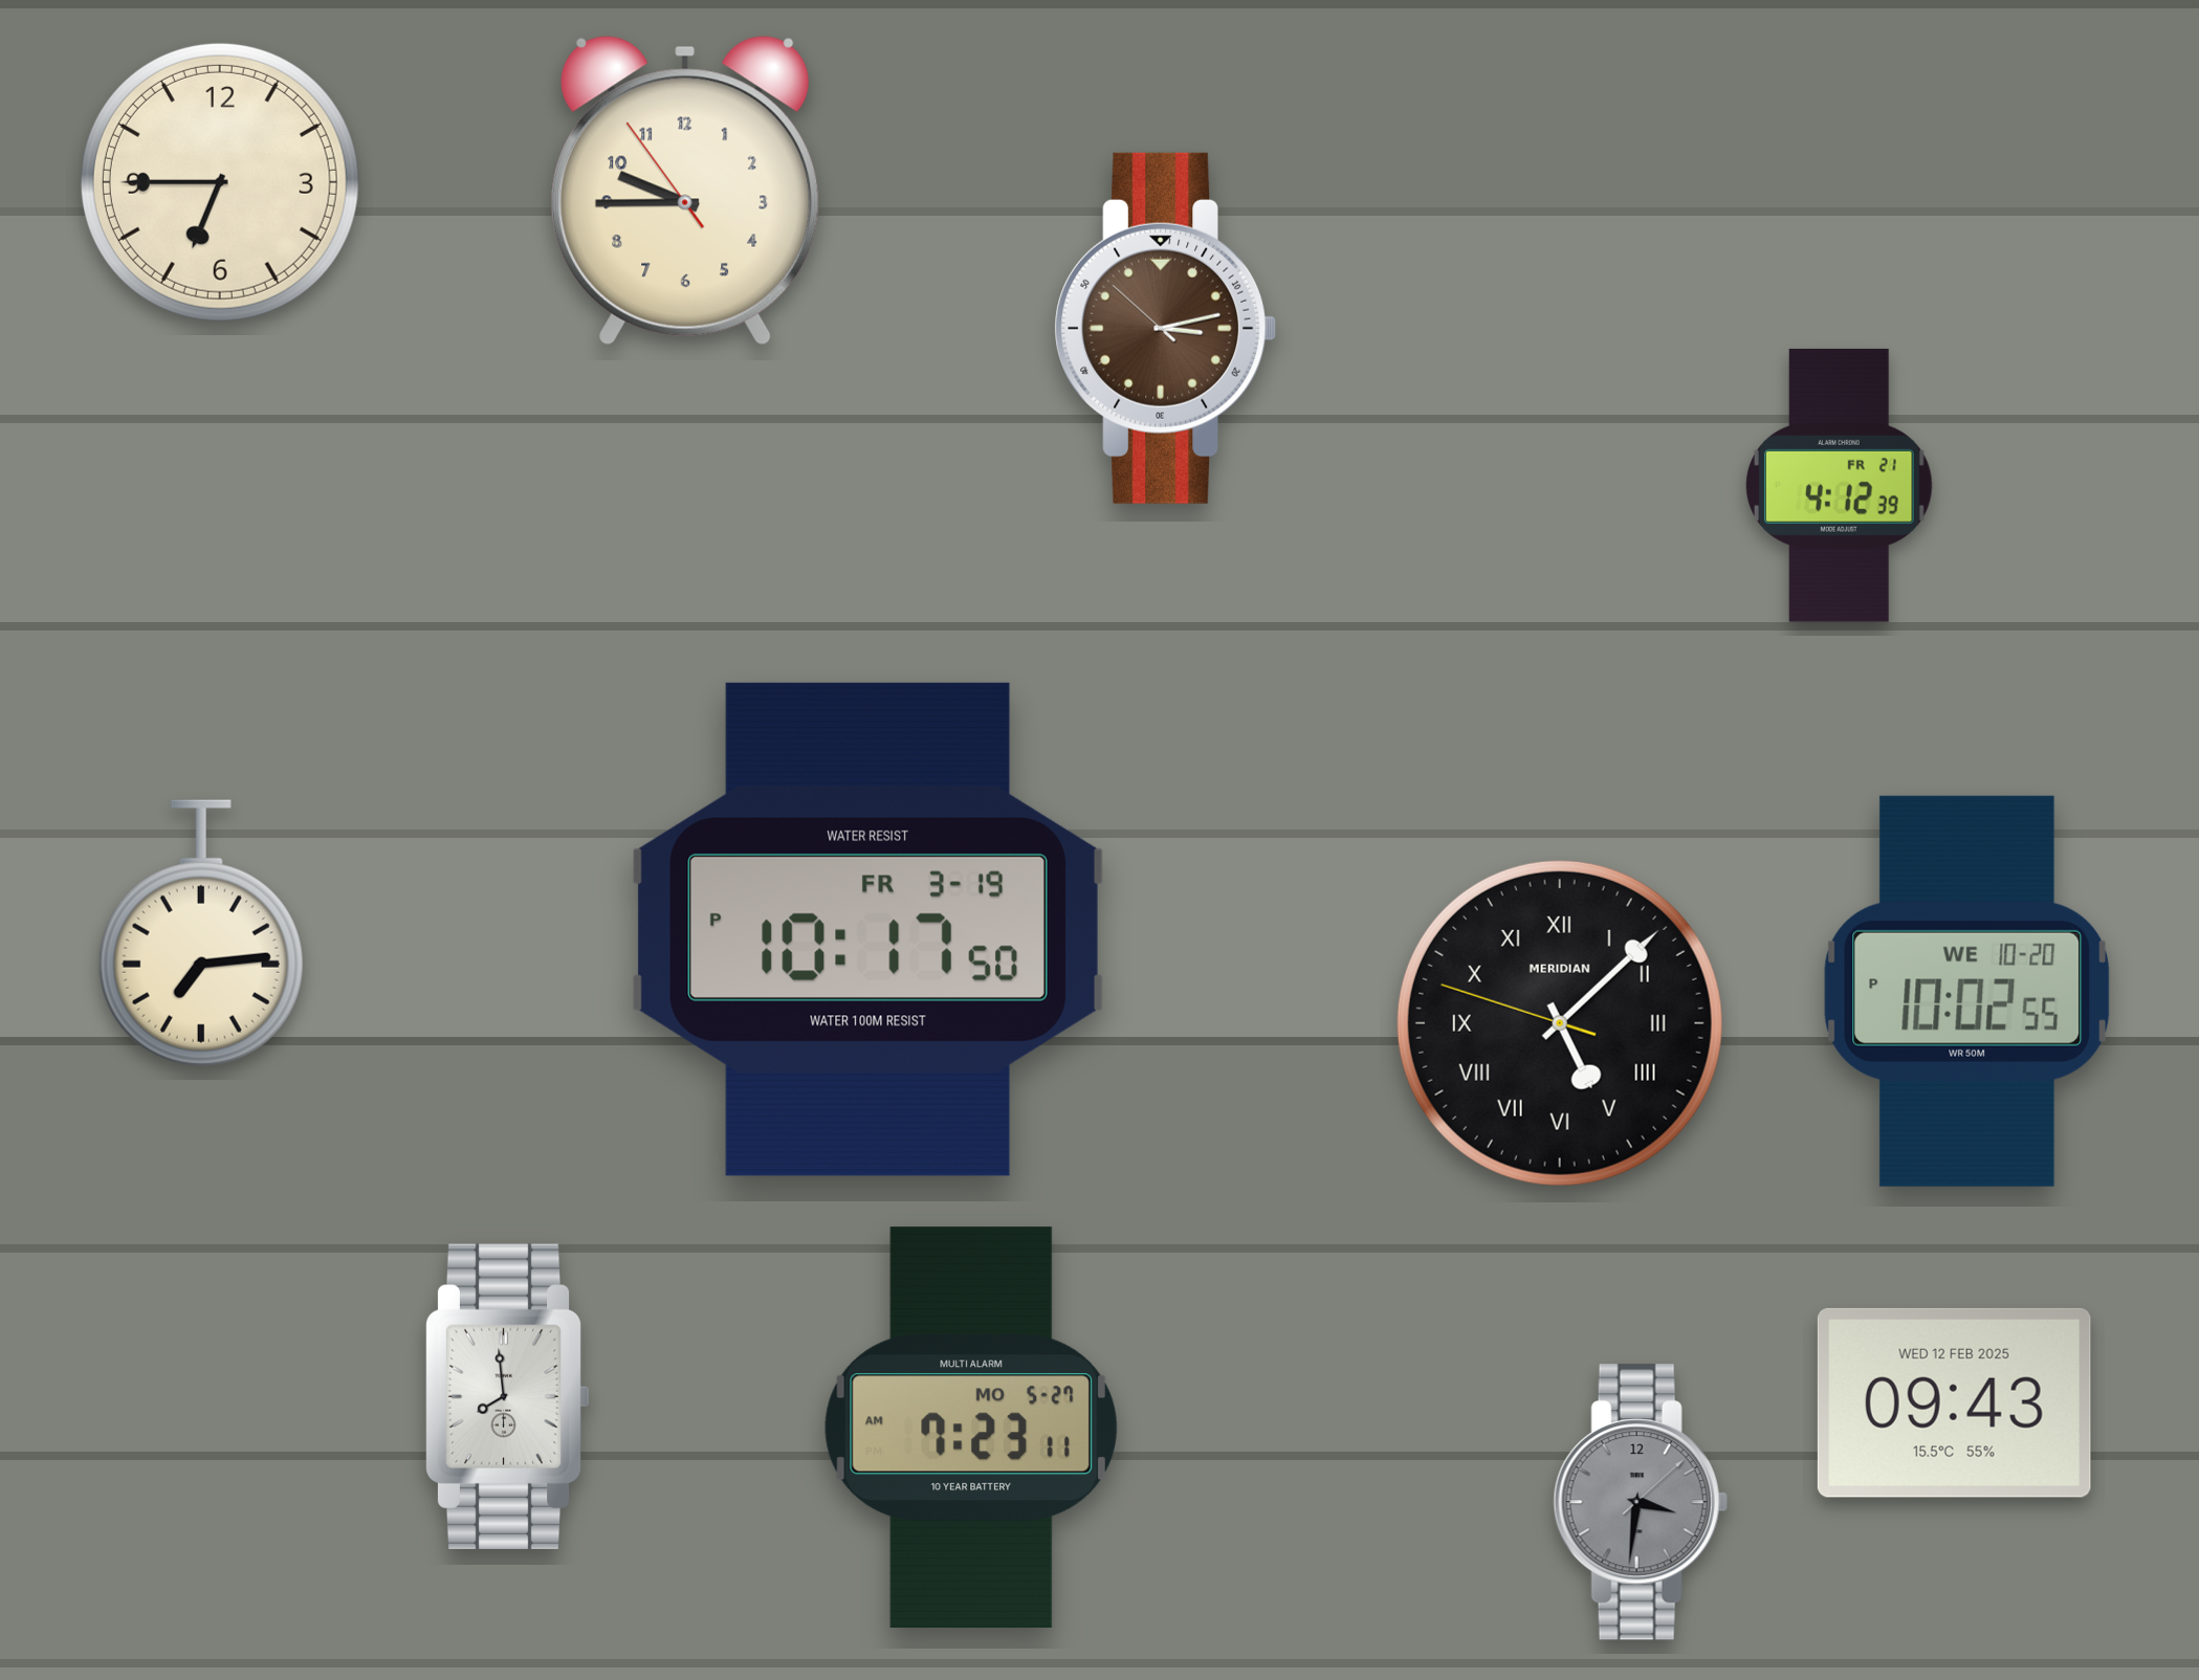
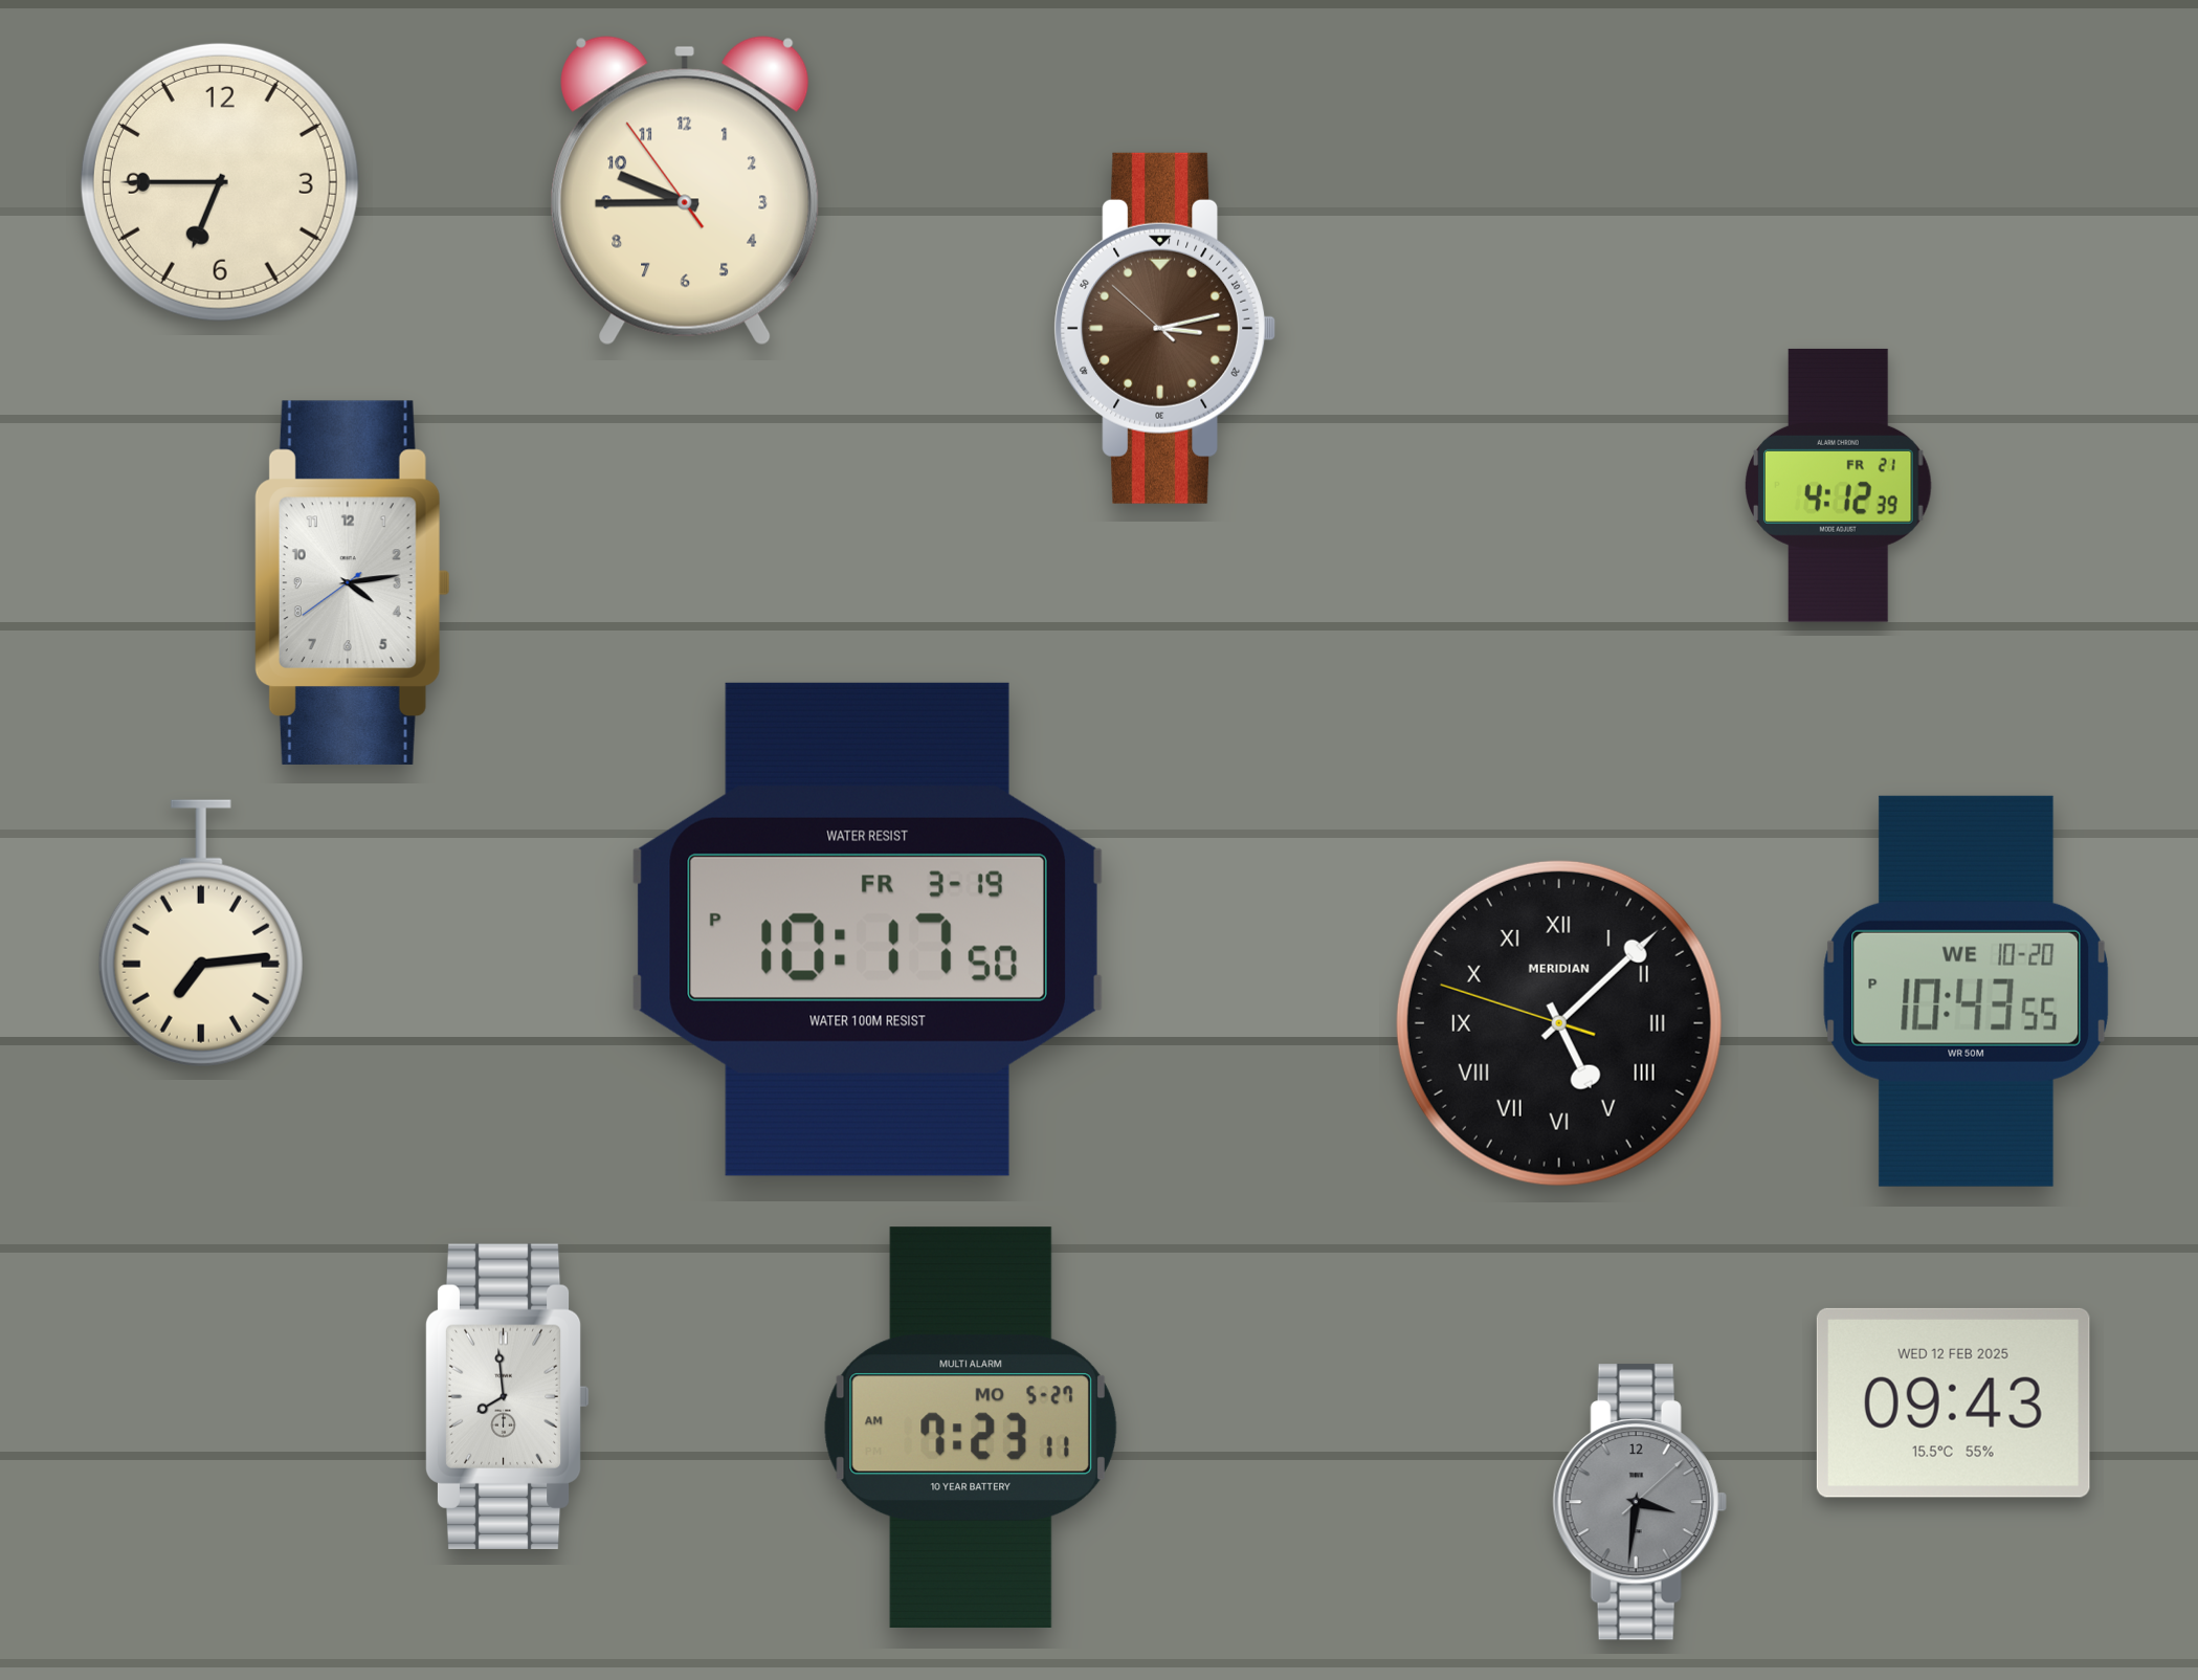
clock at (352, 582): none -> 4:13
clock at (1967, 991): 10:02 -> 10:43
